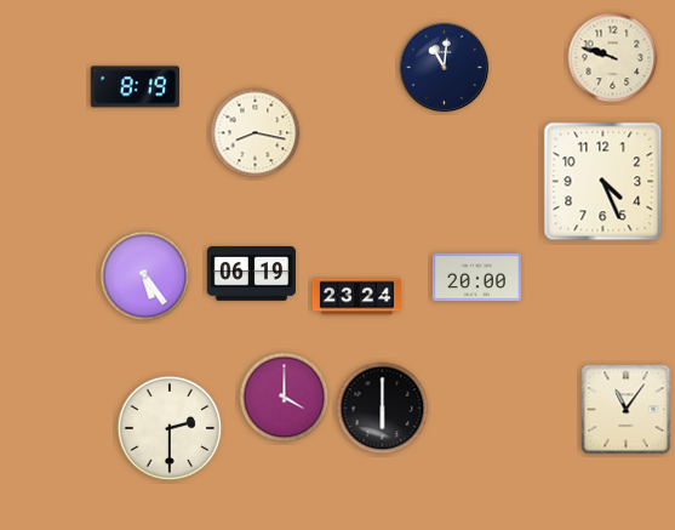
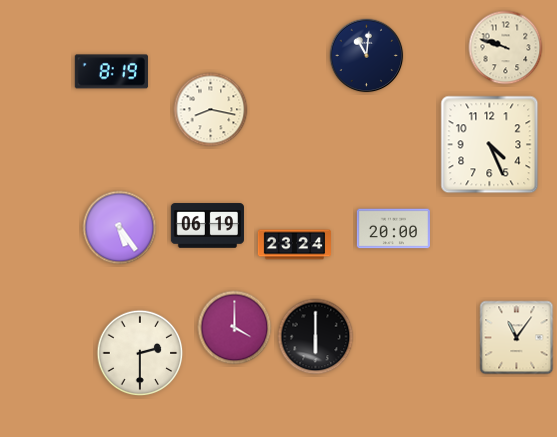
clock at (604, 182) position: (604, 182) -> (490, 145)
